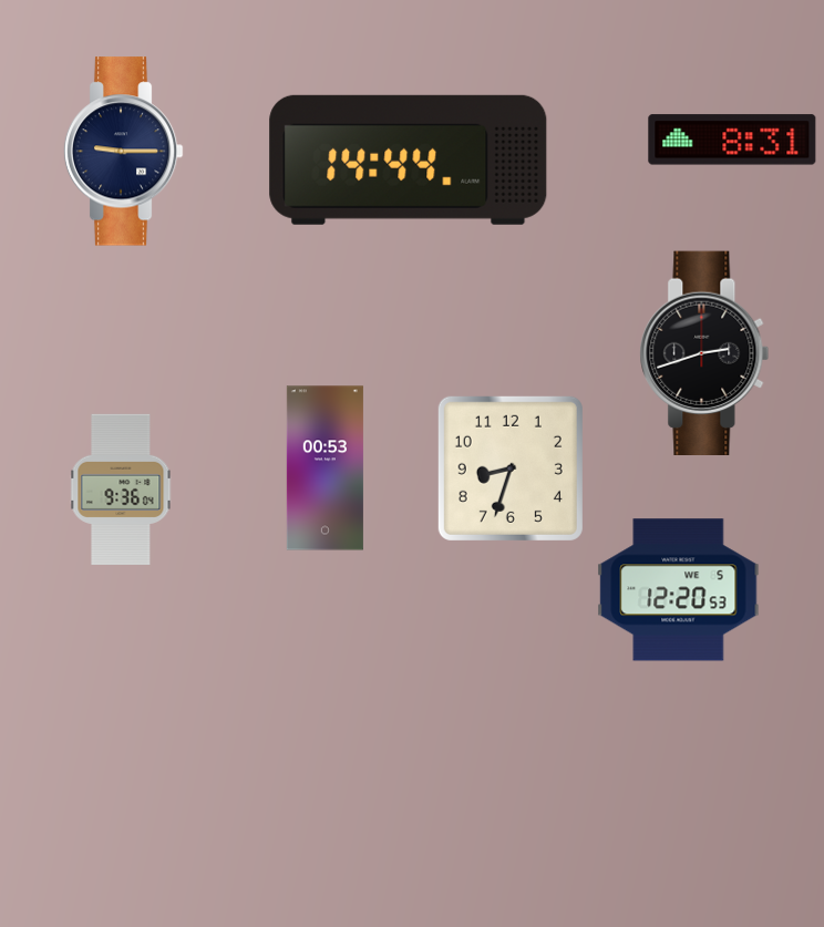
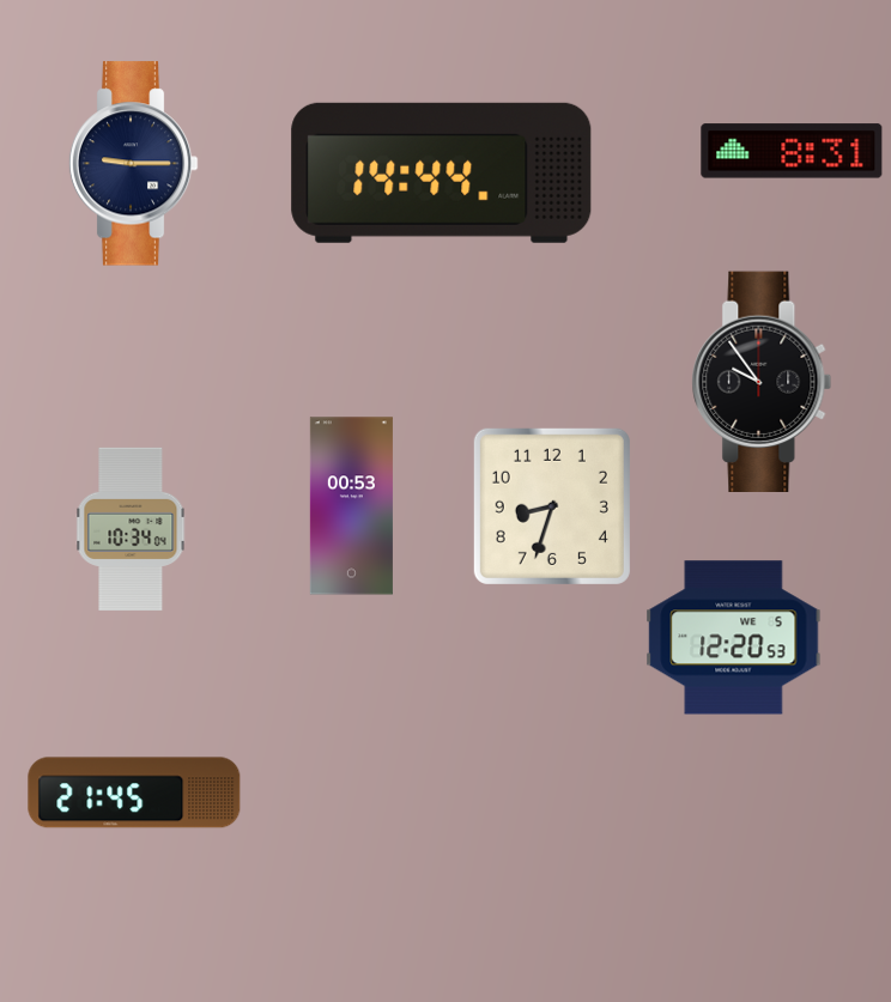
clock at (704, 352): 2:42 -> 9:54
clock at (121, 488): 9:36 -> 10:34
clock at (134, 793): none -> 21:45
